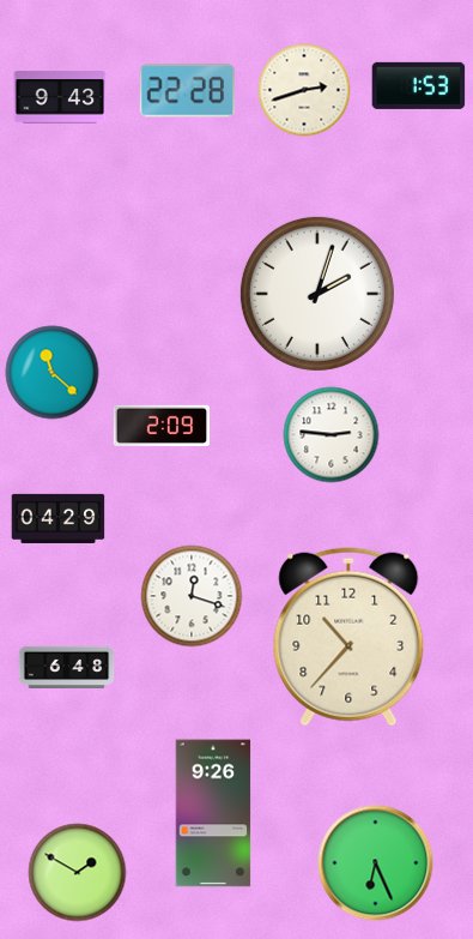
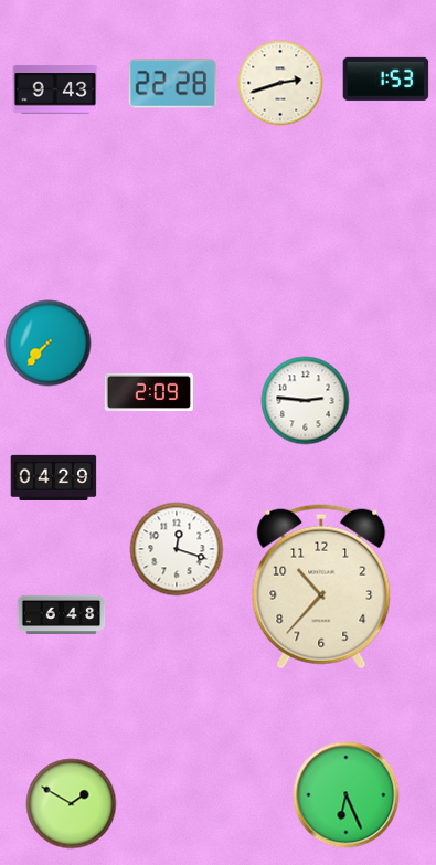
clock at (317, 294): 2:03 -> none
clock at (53, 373): 11:22 -> 7:37
clock at (213, 813): 9:26 -> none
